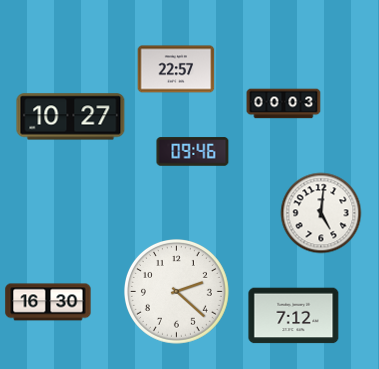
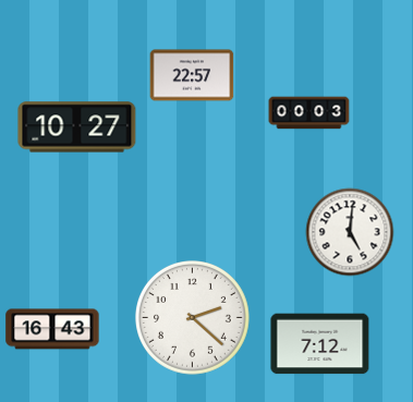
clock at (193, 152): 09:46 -> none
clock at (48, 302): 16:30 -> 16:43
